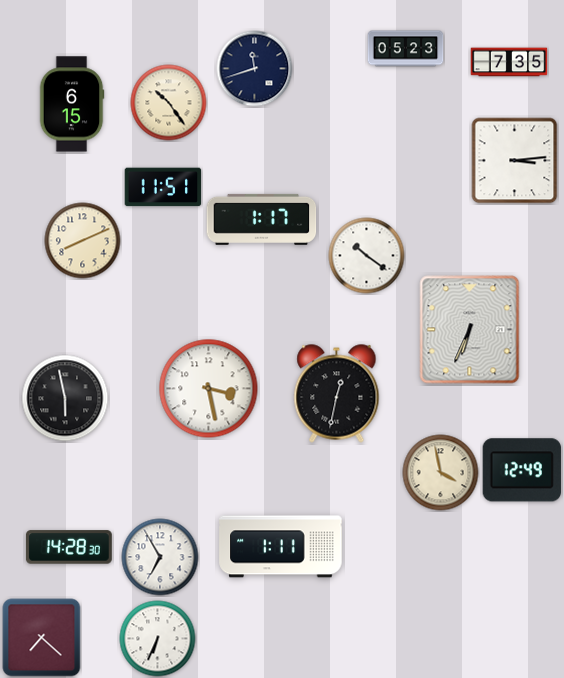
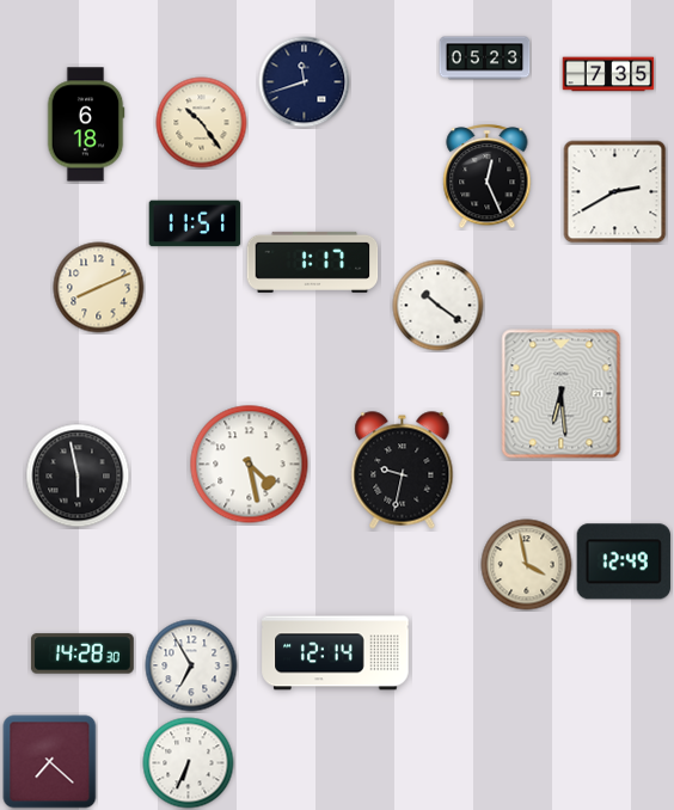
clock at (72, 104): 6:15 -> 6:18
clock at (488, 177): none -> 12:26
clock at (515, 161): 3:14 -> 2:40
clock at (470, 330): 6:34 -> 6:29
clock at (209, 389): 3:28 -> 4:28
clock at (337, 394): 12:32 -> 9:32
clock at (281, 547): 1:11 -> 12:14
